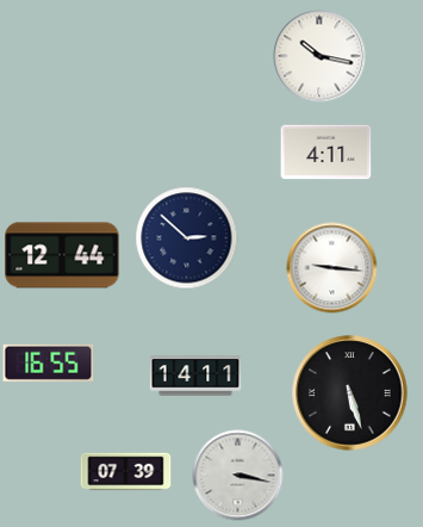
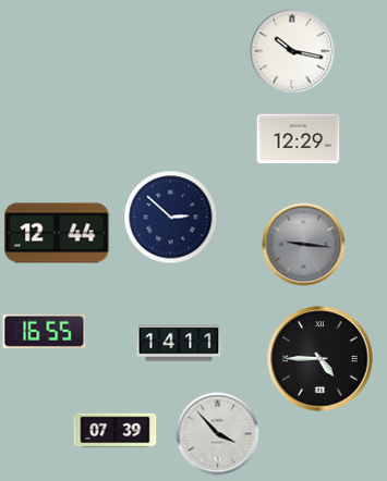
clock at (326, 153): 4:11 -> 12:29
clock at (332, 268) dial: white -> grey
clock at (350, 393): 5:27 -> 4:45
clock at (238, 476): 3:17 -> 3:53
